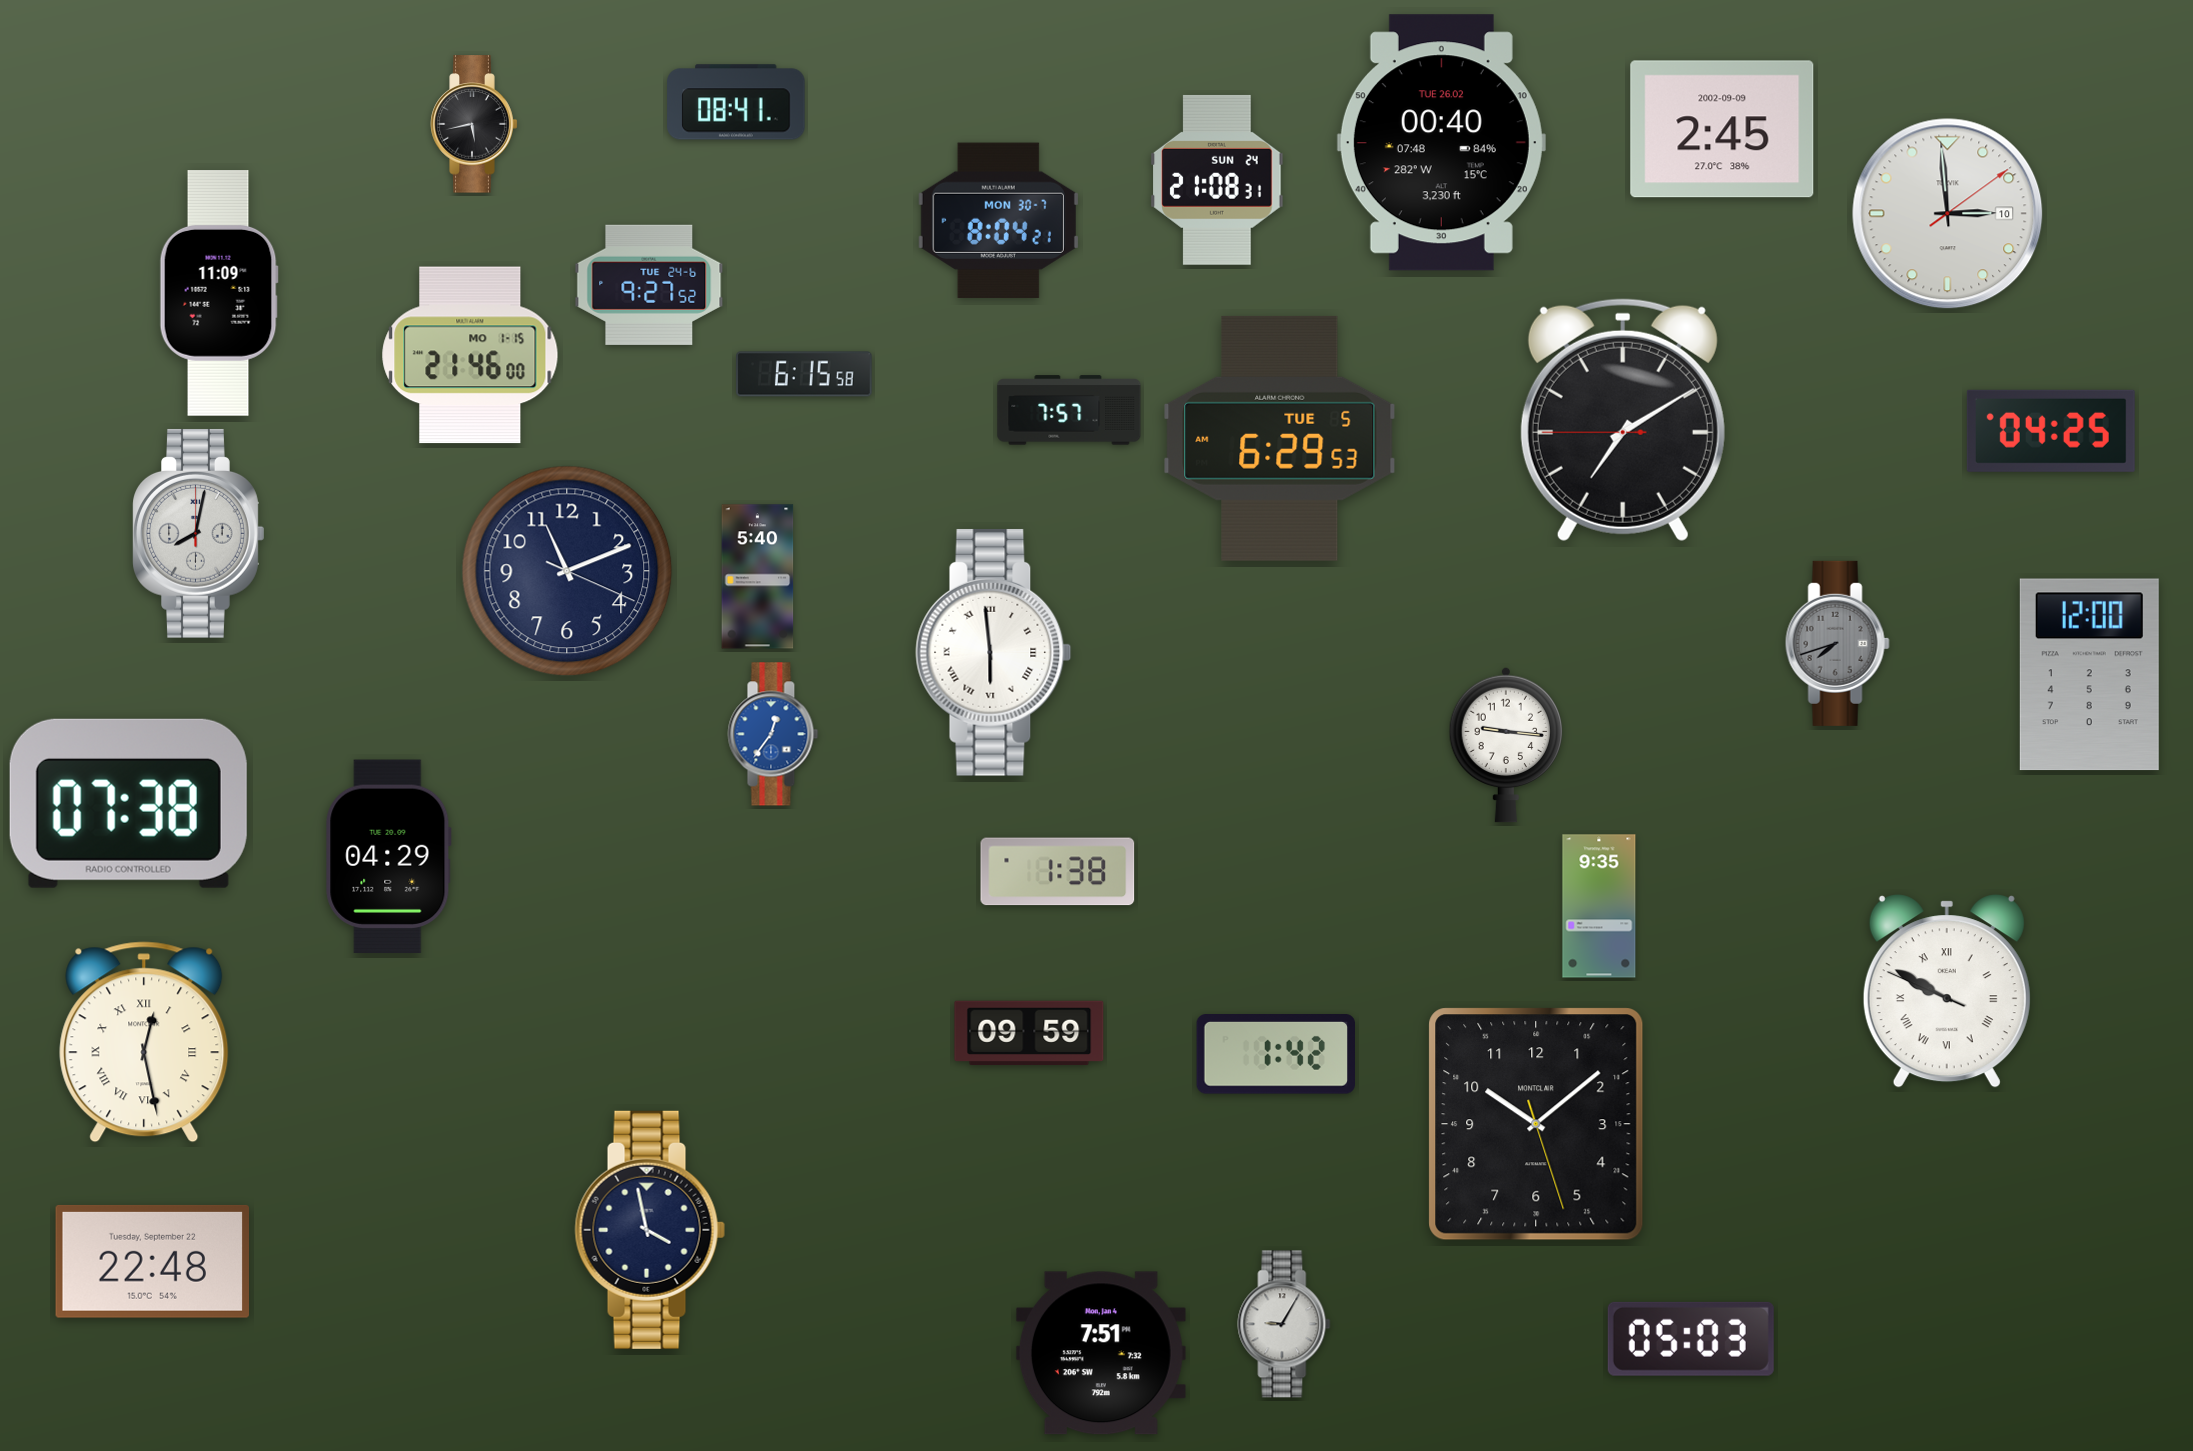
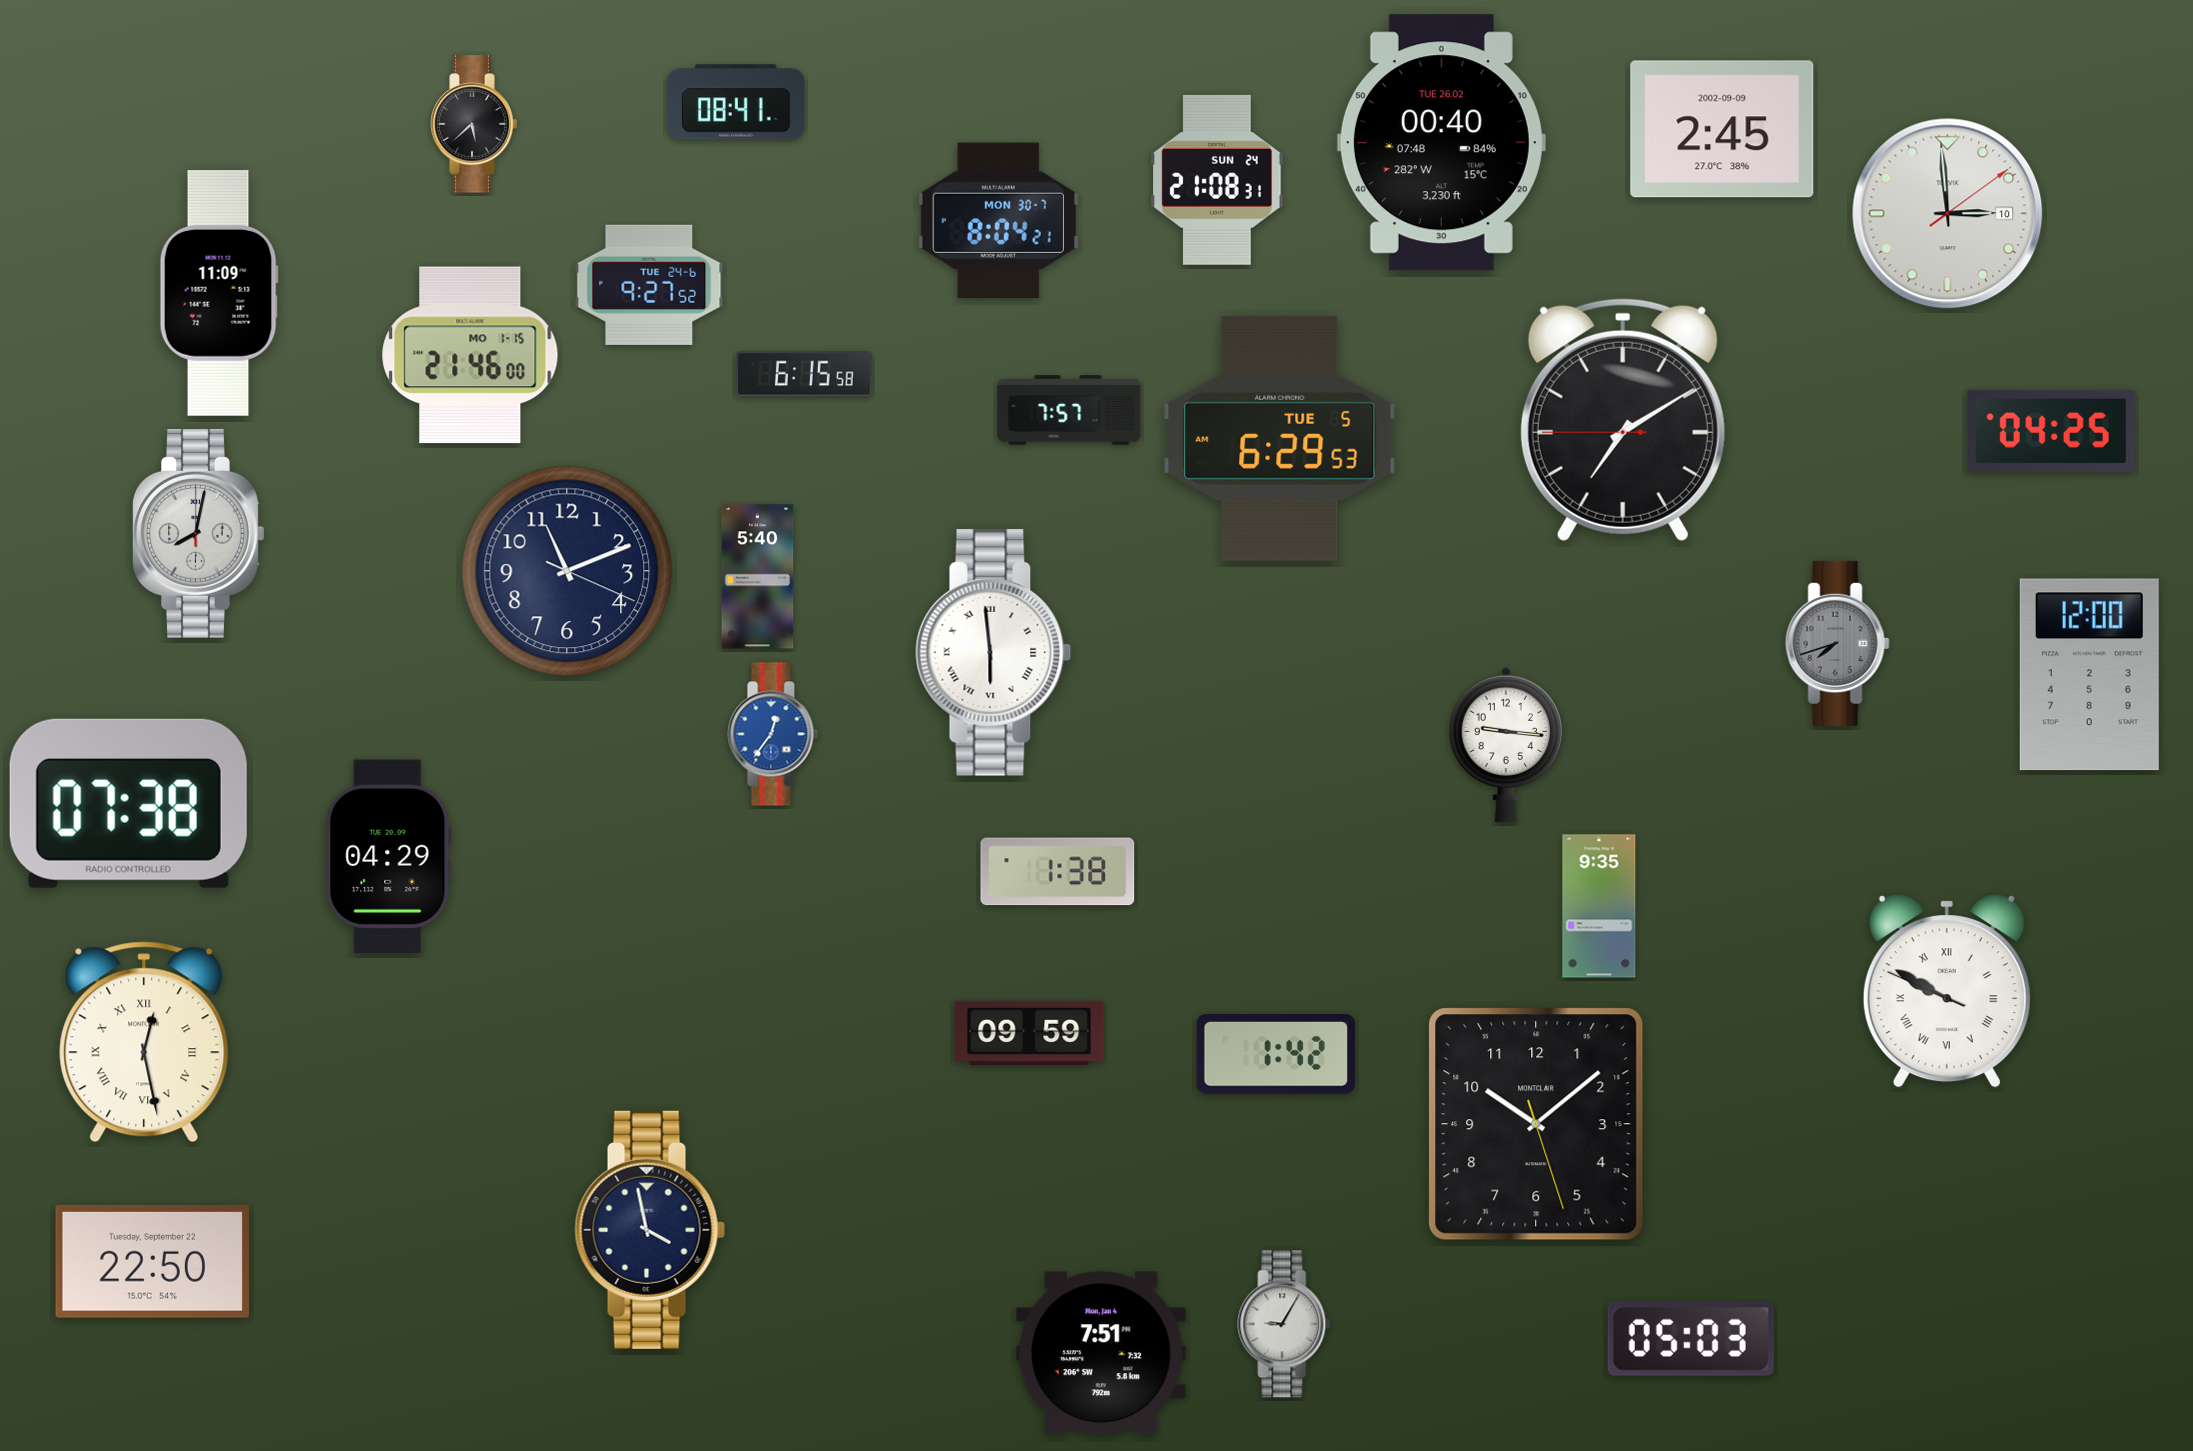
clock at (474, 124): 5:43 -> 5:38
clock at (153, 1261): 22:48 -> 22:50
